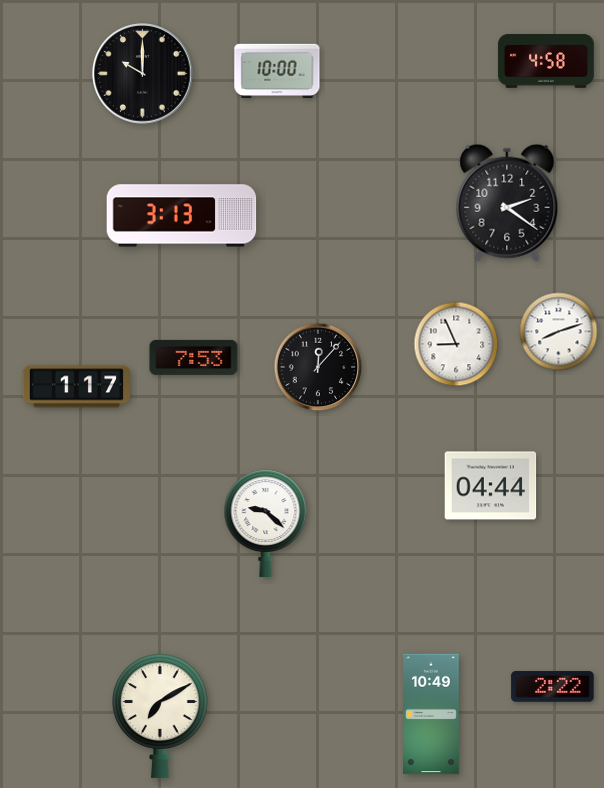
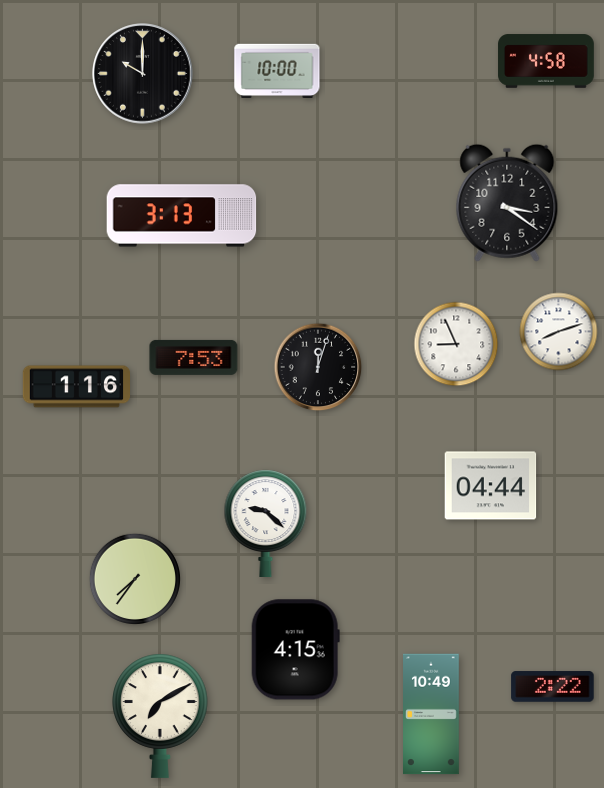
clock at (507, 203): 2:21 -> 3:21
clock at (318, 367): 12:07 -> 12:03
clock at (77, 387): 1:17 -> 1:16
clock at (135, 579): none -> 7:36
clock at (295, 650): none -> 4:15
